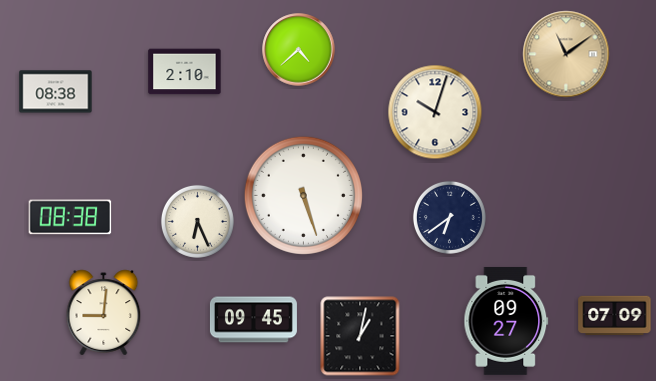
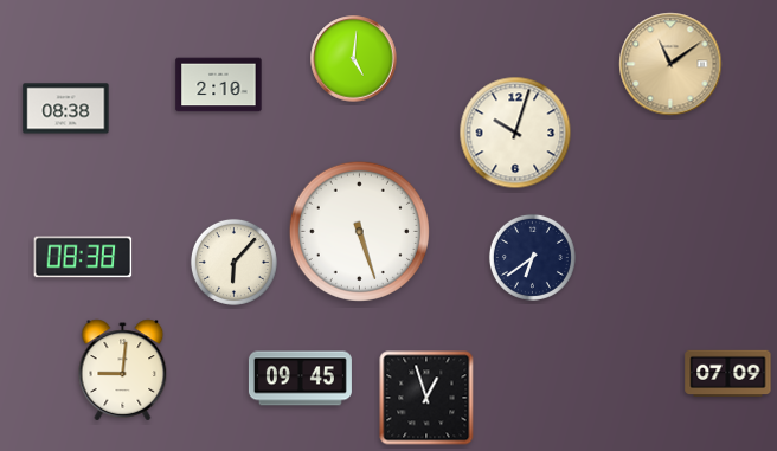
clock at (299, 50): 4:38 -> 5:01
clock at (197, 221): 6:26 -> 6:07
clock at (506, 321): 09:27 -> none
clock at (360, 336): 1:02 -> 12:57
